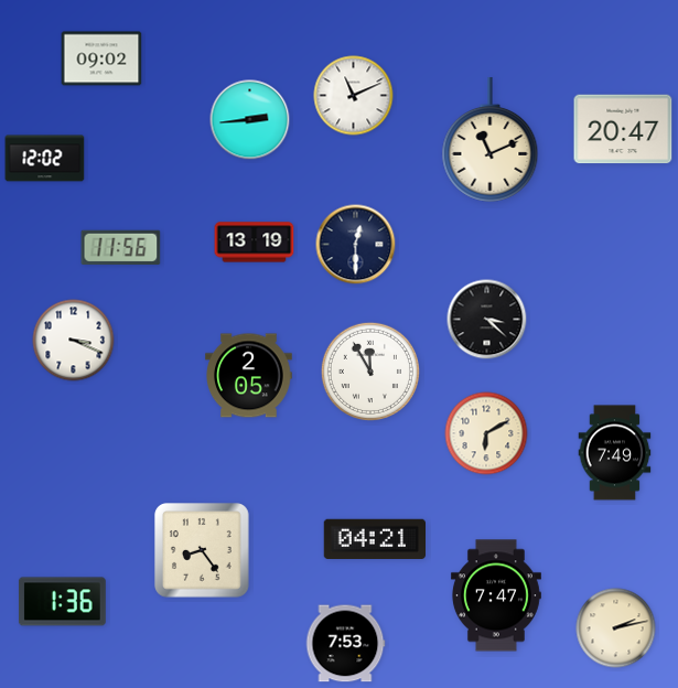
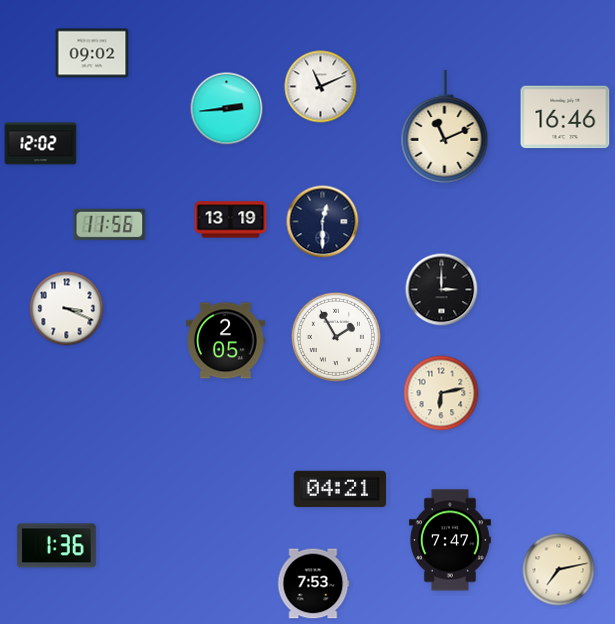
clock at (623, 129): 20:47 -> 16:46
clock at (487, 320): 3:22 -> 3:00
clock at (369, 370): 11:55 -> 1:55
clock at (486, 433): 6:10 -> 6:13
clock at (615, 453): 7:49 -> none
clock at (202, 550): 8:24 -> none
clock at (616, 628): 2:13 -> 7:13
